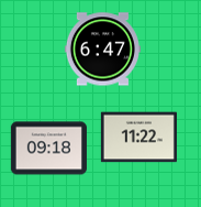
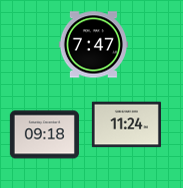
clock at (102, 50): 6:47 -> 7:47
clock at (138, 138): 11:22 -> 11:24
